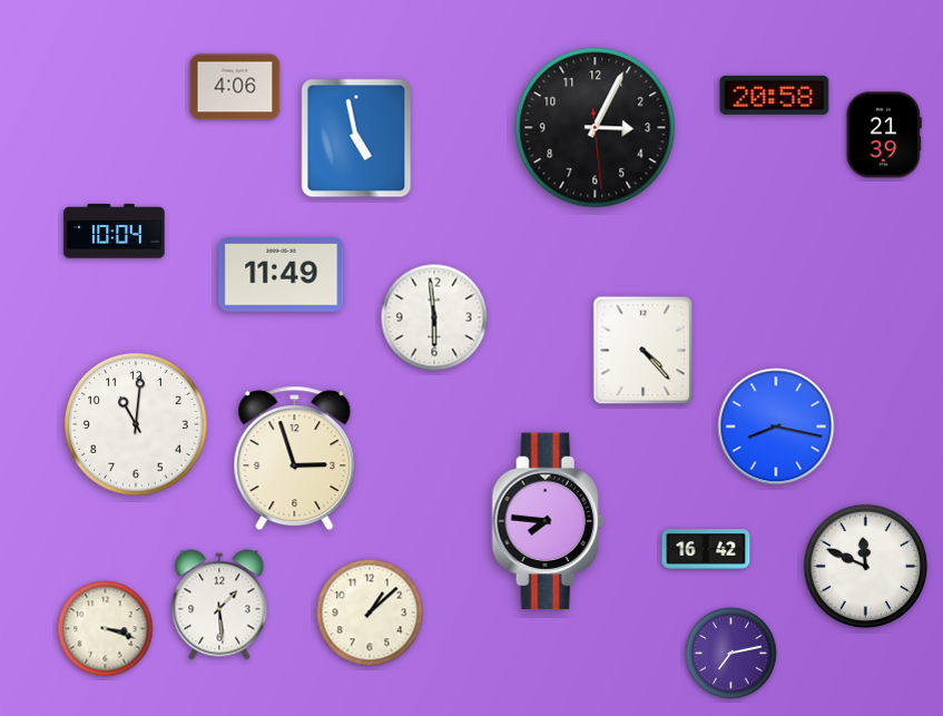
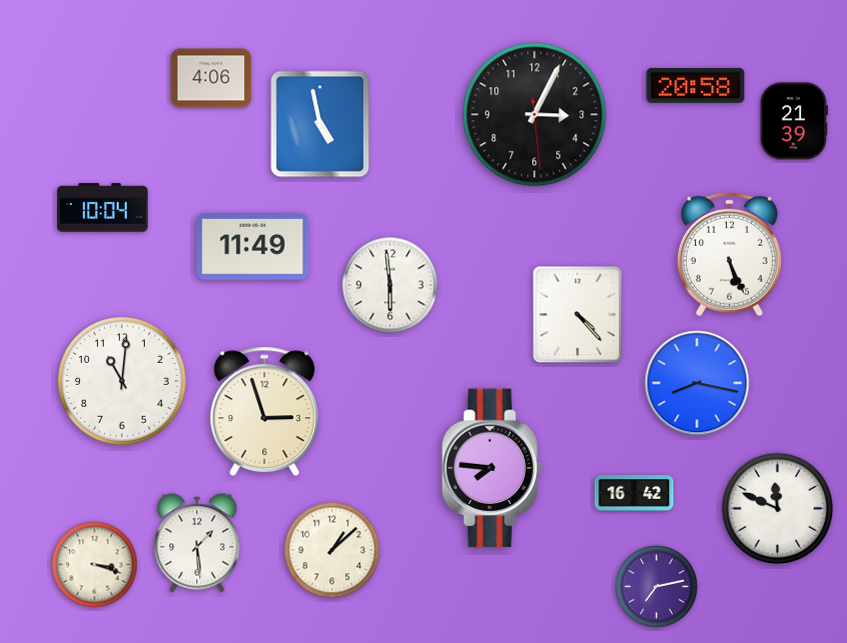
clock at (729, 254): none -> 5:26
